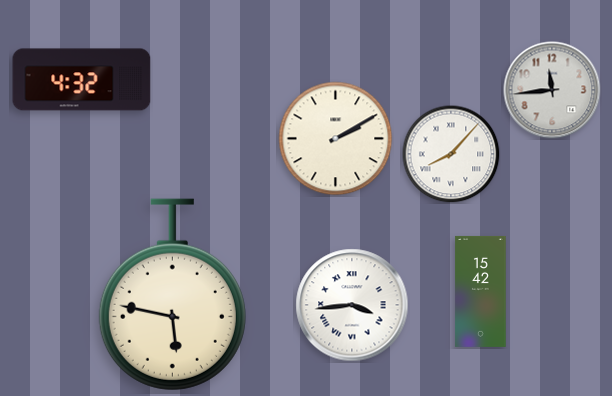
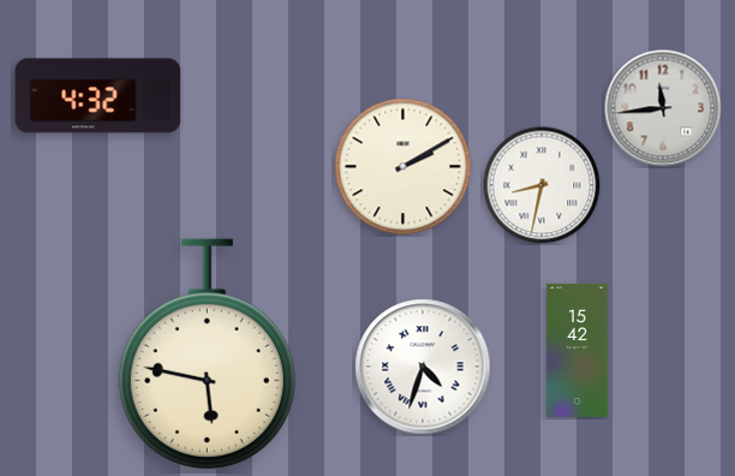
clock at (451, 154): 8:07 -> 8:32
clock at (352, 305): 3:44 -> 4:33
